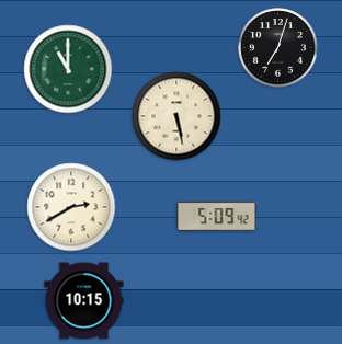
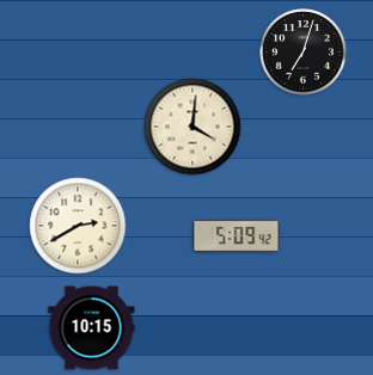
clock at (68, 69): 11:00 -> none
clock at (176, 116): 5:28 -> 4:01
